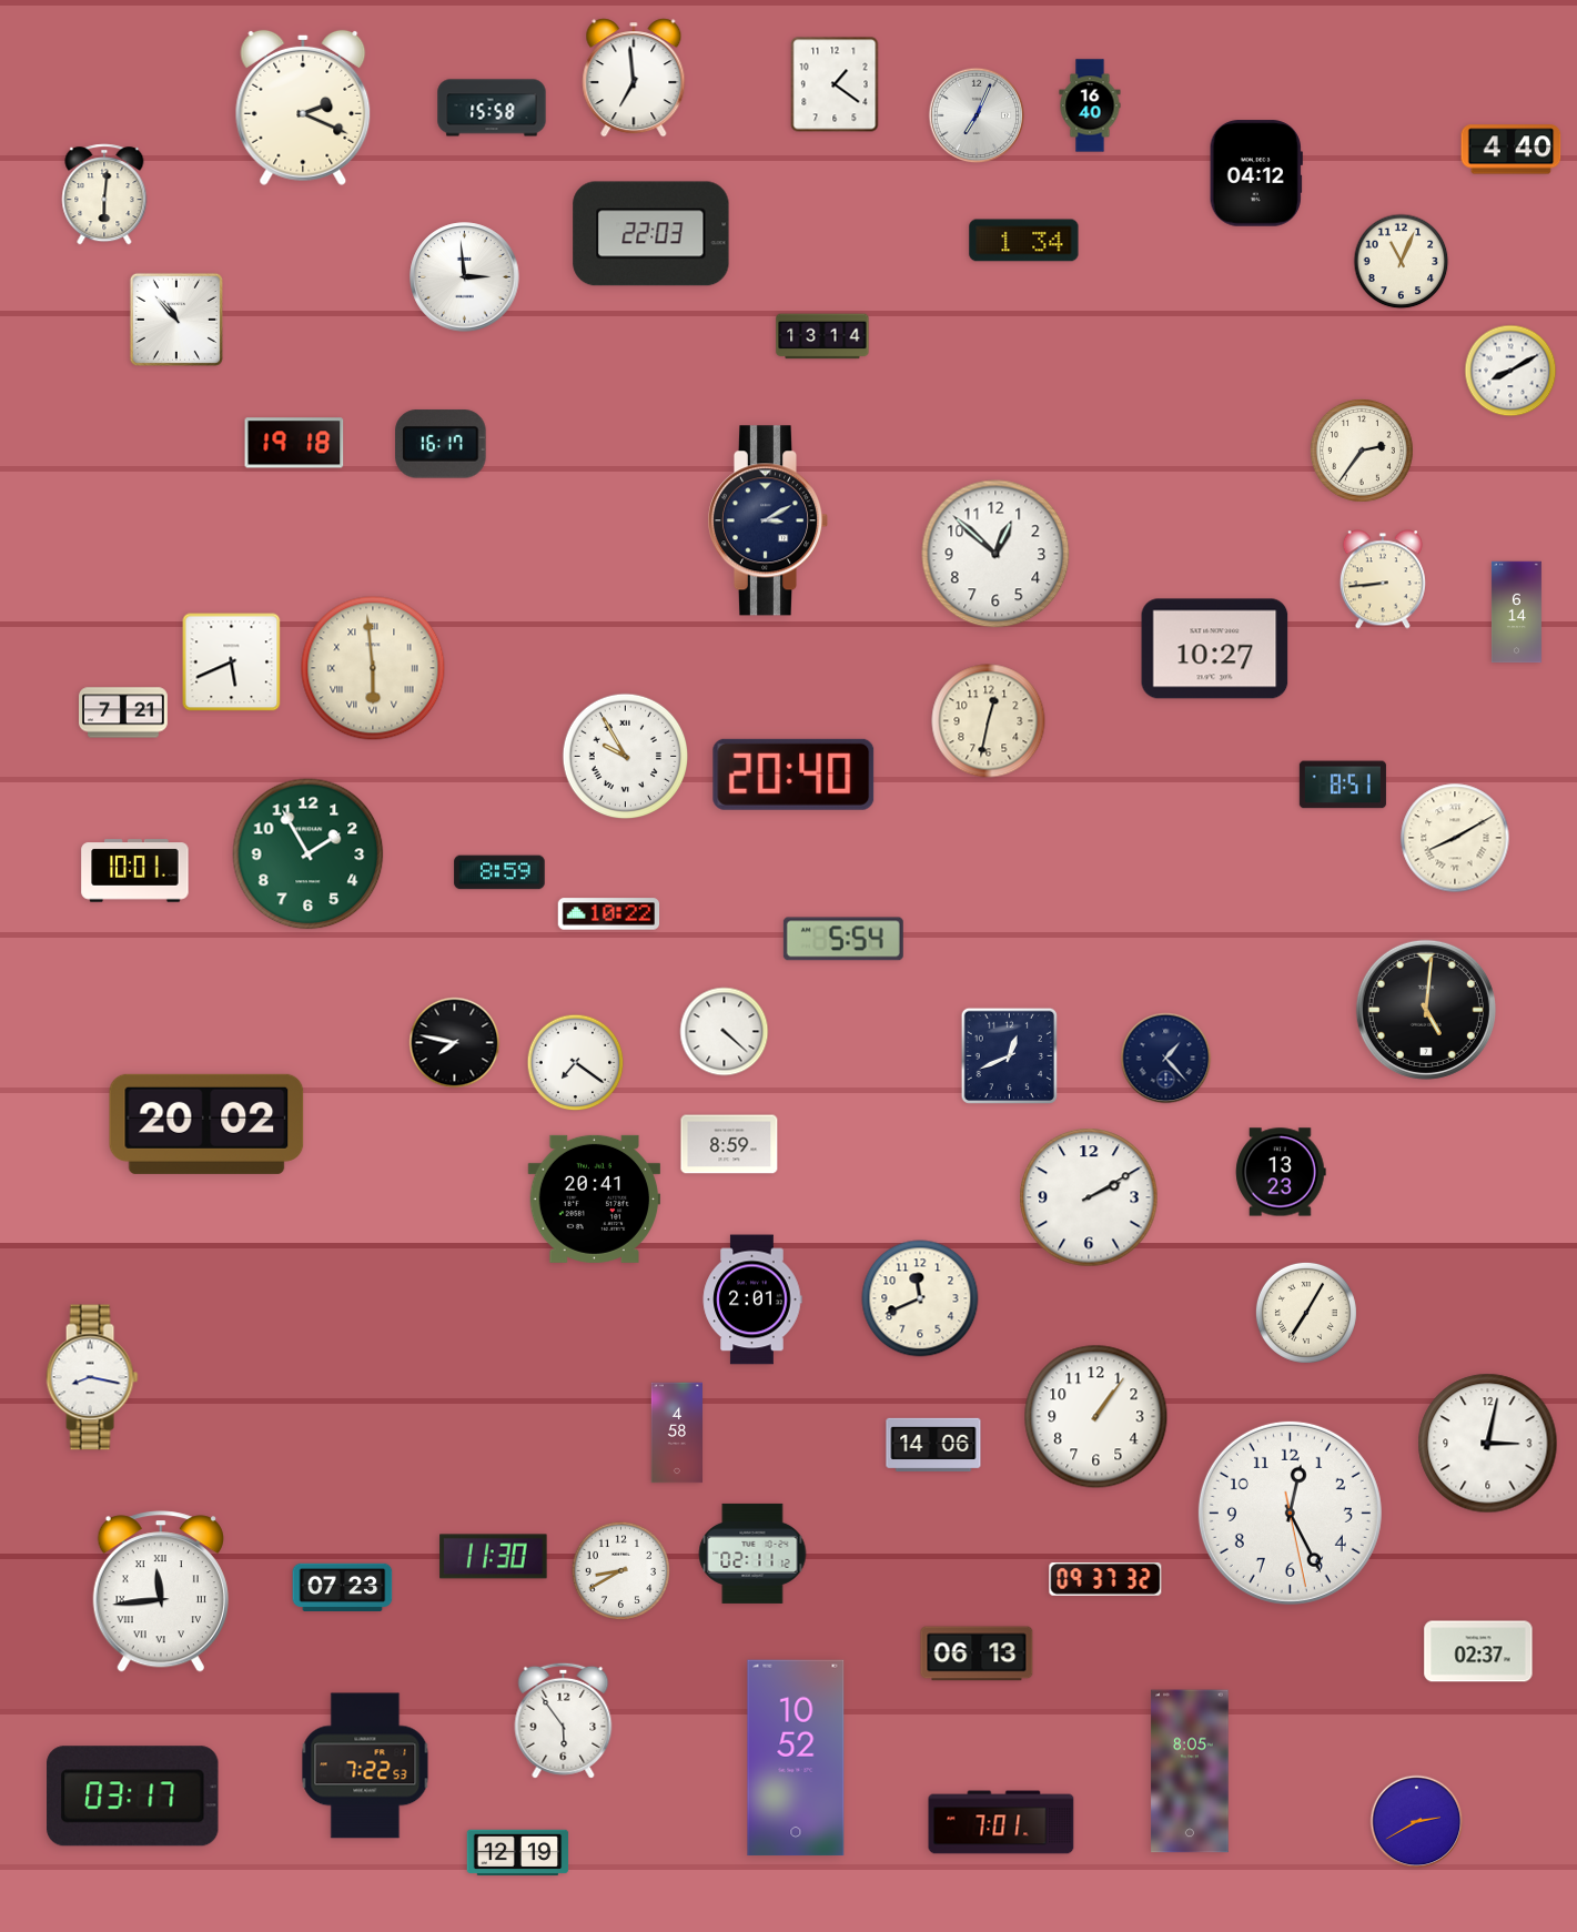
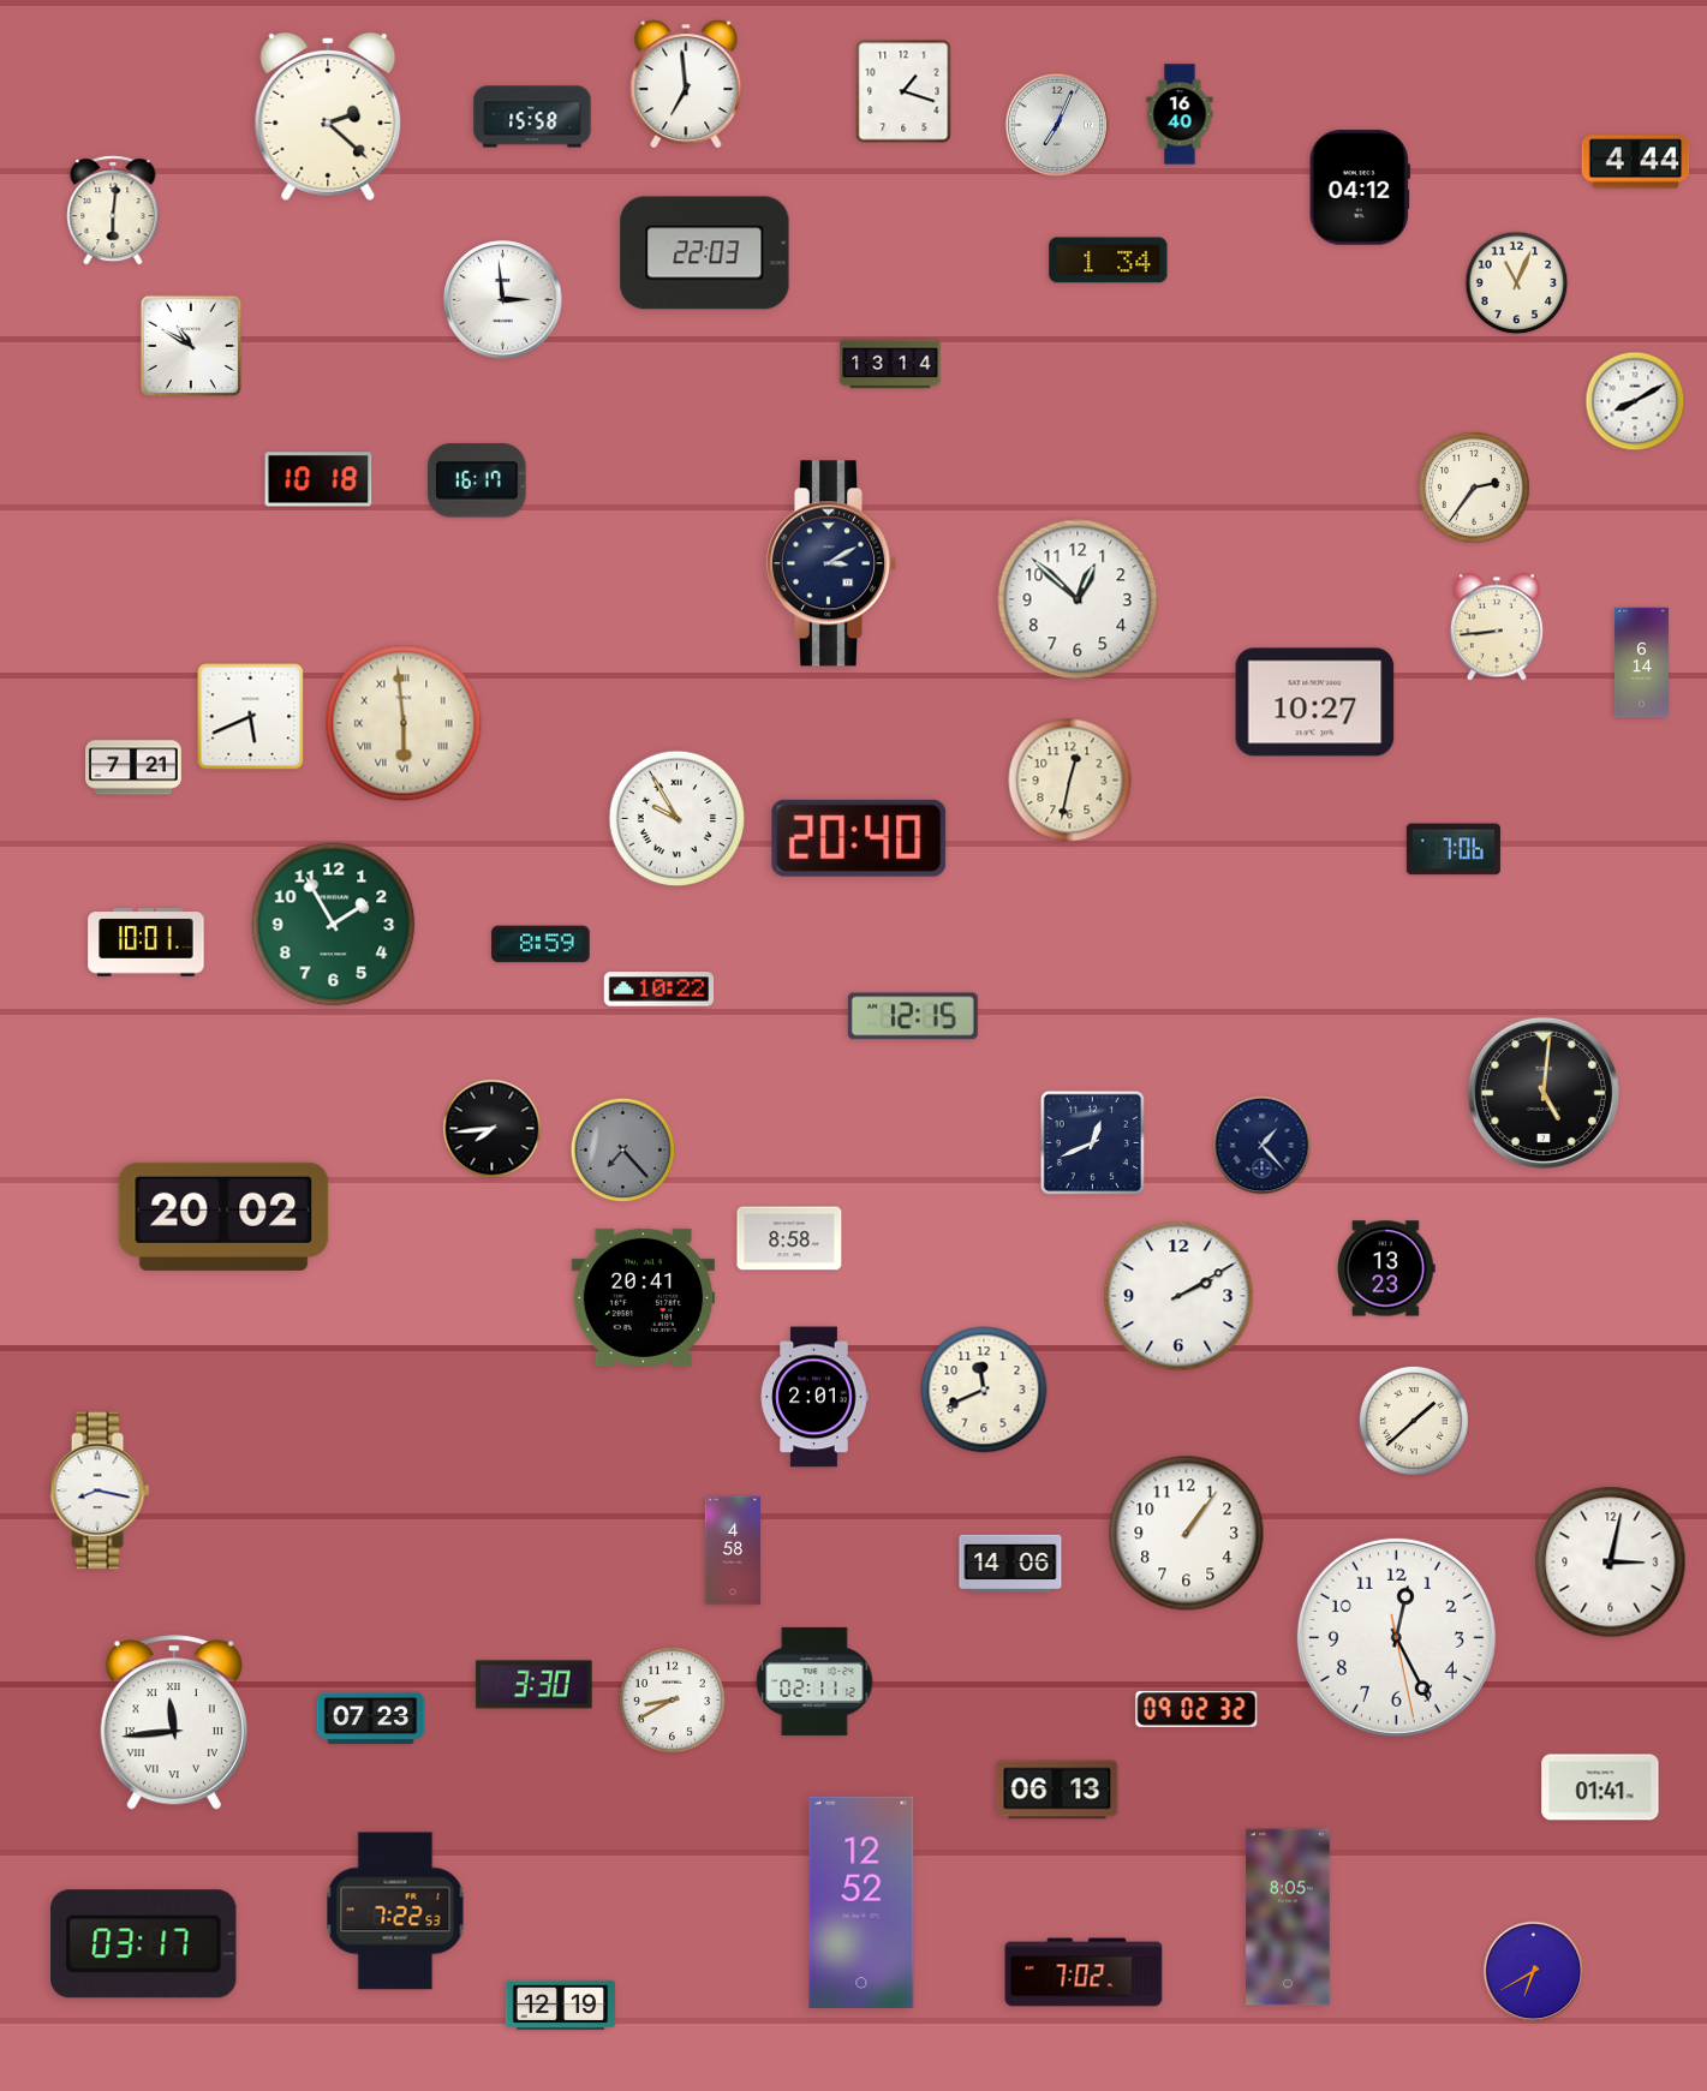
clock at (835, 84): 1:21 -> 1:18
clock at (303, 108): 2:19 -> 2:22
clock at (1512, 150): 4:40 -> 4:44
clock at (176, 320): 10:53 -> 10:50
clock at (294, 443): 19:18 -> 10:18
clock at (124, 712) position: (124, 712) -> (135, 767)
clock at (1343, 785): 8:51 -> 7:06
clock at (1455, 838): 8:10 -> none
clock at (843, 939): 5:54 -> 12:15
clock at (725, 1032): 4:22 -> none
clock at (455, 1043): 7:47 -> 7:44
clock at (576, 1063): 7:21 -> 7:23
clock at (576, 1063) dial: white -> grey
clock at (729, 1144): 8:59 -> 8:58
clock at (920, 1298) position: (920, 1298) -> (984, 1390)
clock at (752, 1299) position: (752, 1299) -> (814, 1397)
clock at (1306, 1313): 7:05 -> 1:38
clock at (494, 1557): 11:30 -> 3:30
clock at (1105, 1579): 09:37 -> 09:02
clock at (1478, 1651): 02:37 -> 01:41
clock at (564, 1720): 5:54 -> none
clock at (796, 1758): 10:52 -> 12:52
clock at (1001, 1822): 7:01 -> 7:02
clock at (1417, 1822): 2:40 -> 6:40
